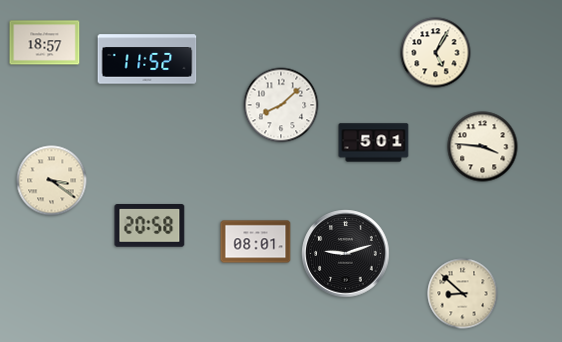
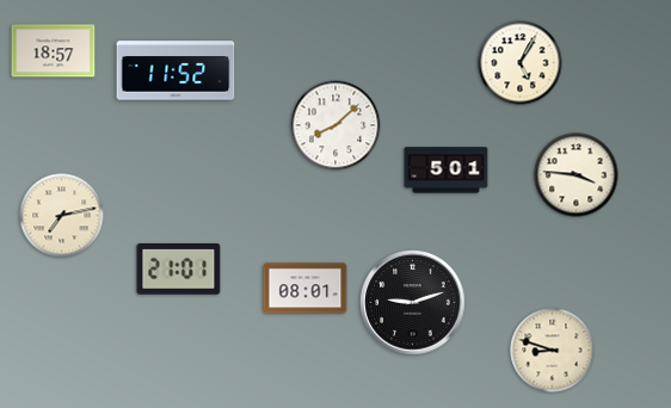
clock at (52, 181): 3:21 -> 7:13
clock at (150, 226): 20:58 -> 21:01
clock at (463, 294): 8:52 -> 8:48
